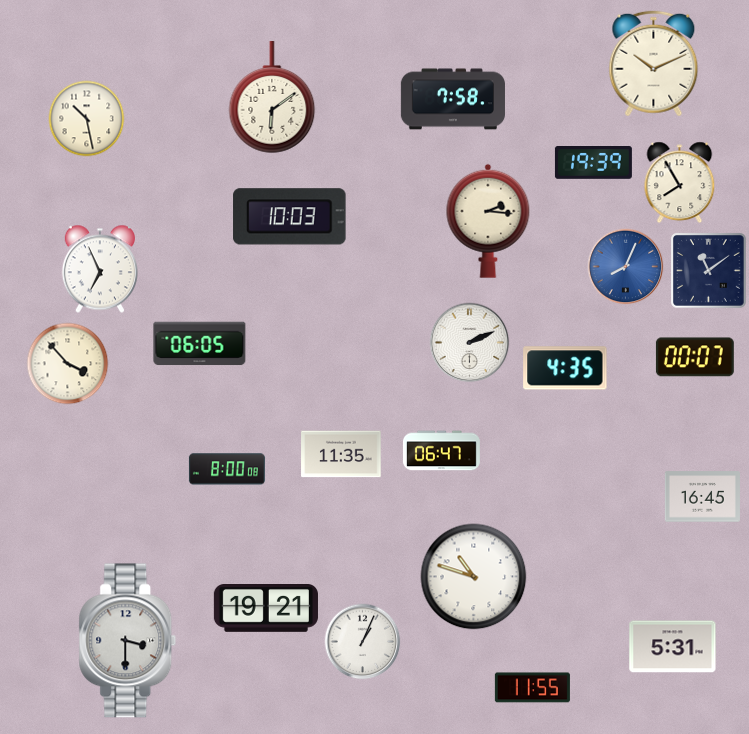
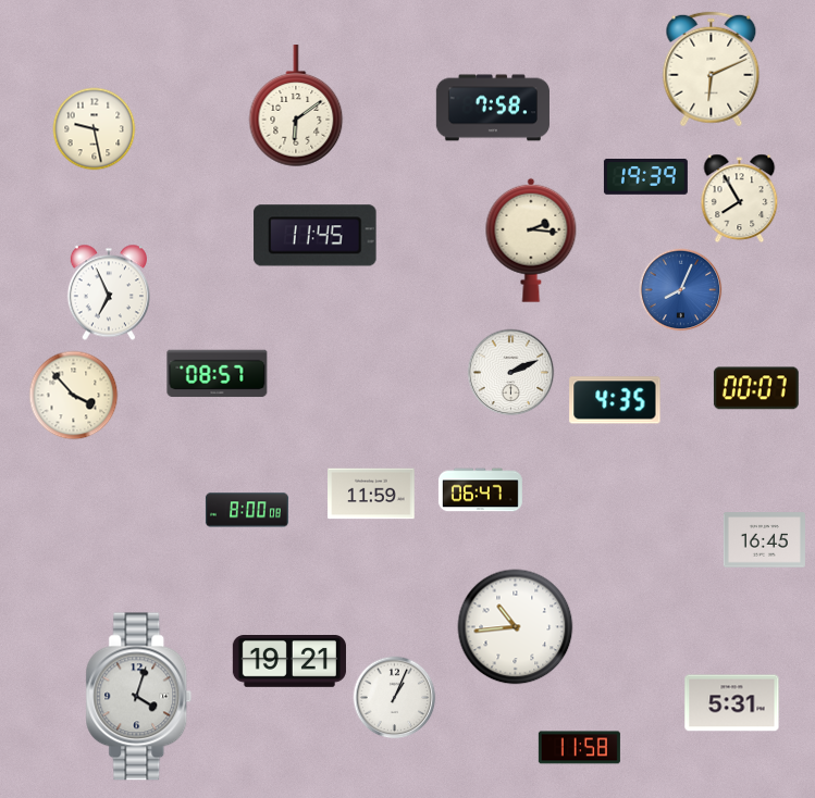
clock at (654, 64): 10:11 -> 6:11
clock at (87, 119): 10:28 -> 9:28
clock at (290, 217): 10:03 -> 11:45
clock at (709, 271): 11:09 -> none
clock at (200, 344): 06:05 -> 08:57
clock at (341, 454): 11:35 -> 11:59
clock at (474, 577): 10:48 -> 10:44
clock at (128, 641): 3:30 -> 4:03
clock at (532, 688): 11:55 -> 11:58
